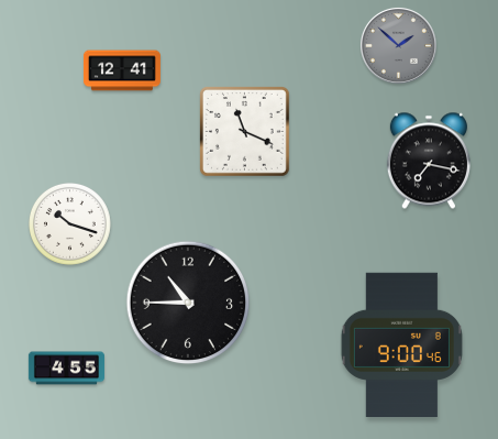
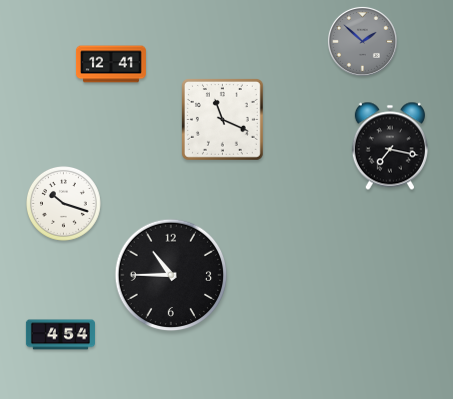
clock at (401, 344): 9:00 -> none
clock at (66, 369): 4:55 -> 4:54
